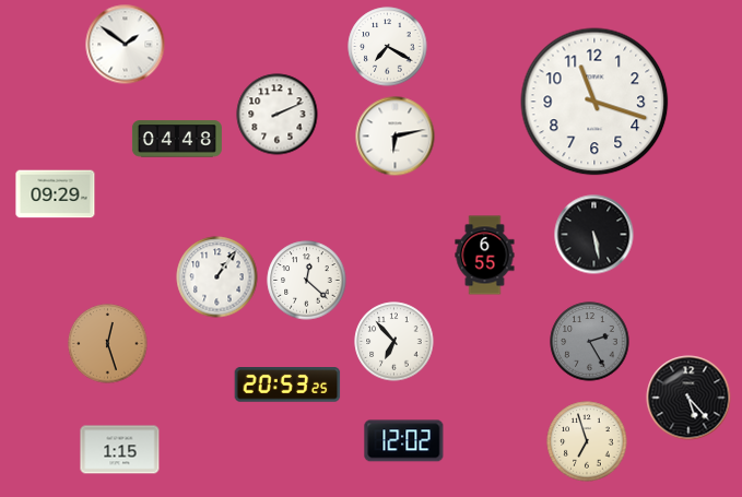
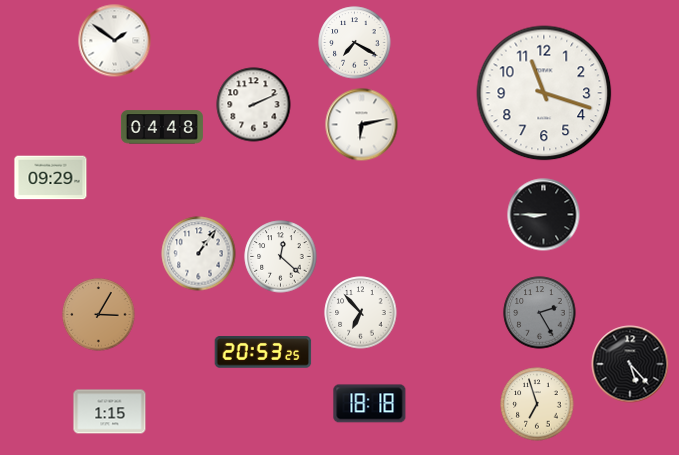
clock at (594, 235): 5:28 -> 8:45
clock at (485, 256): 6:55 -> none
clock at (108, 344): 12:27 -> 3:05
clock at (404, 441): 12:02 -> 18:18
